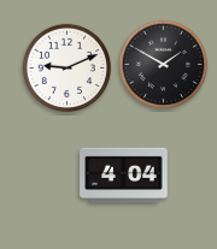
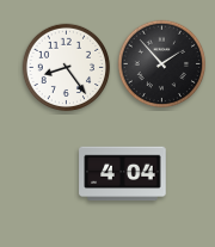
clock at (164, 65): 1:50 -> 1:53
clock at (68, 69): 9:11 -> 8:24
